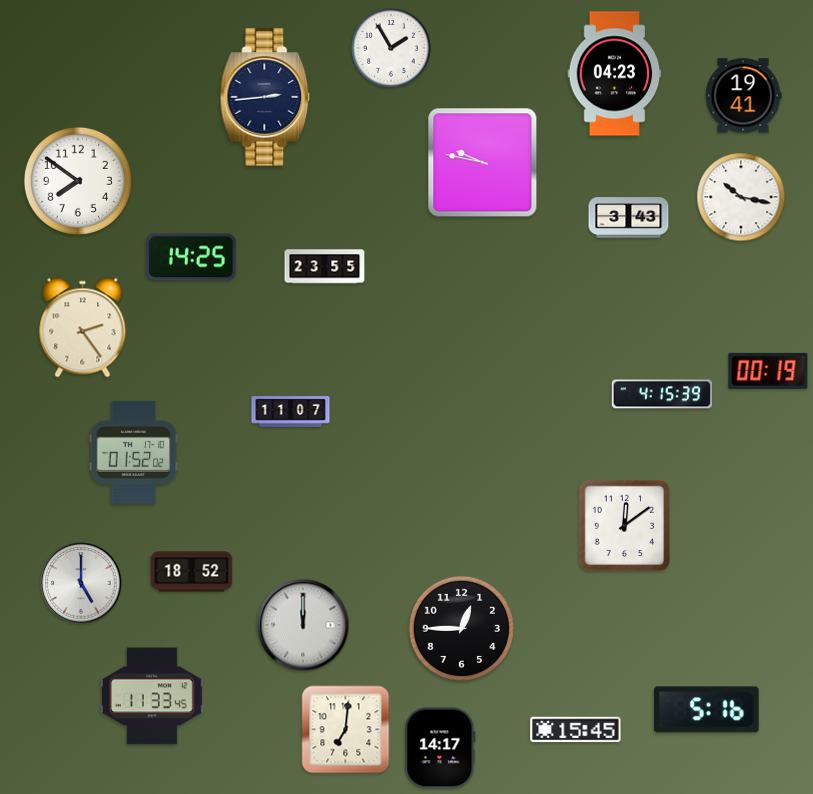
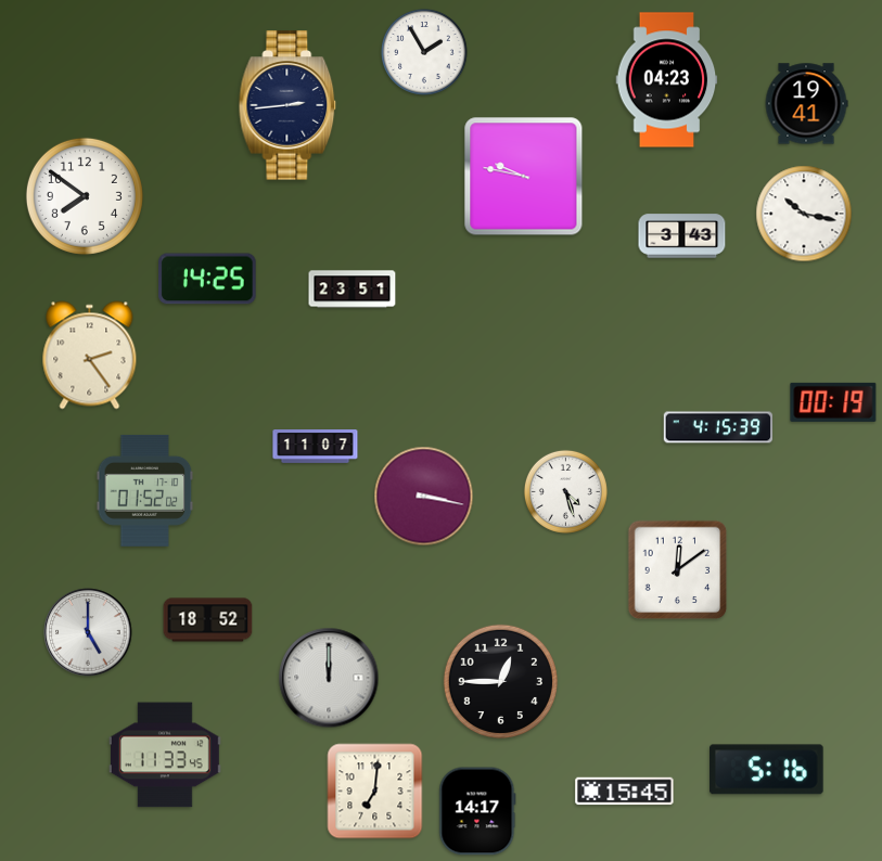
clock at (325, 267): 23:55 -> 23:51
clock at (565, 491): none -> 4:27
clock at (424, 497): none -> 3:17
